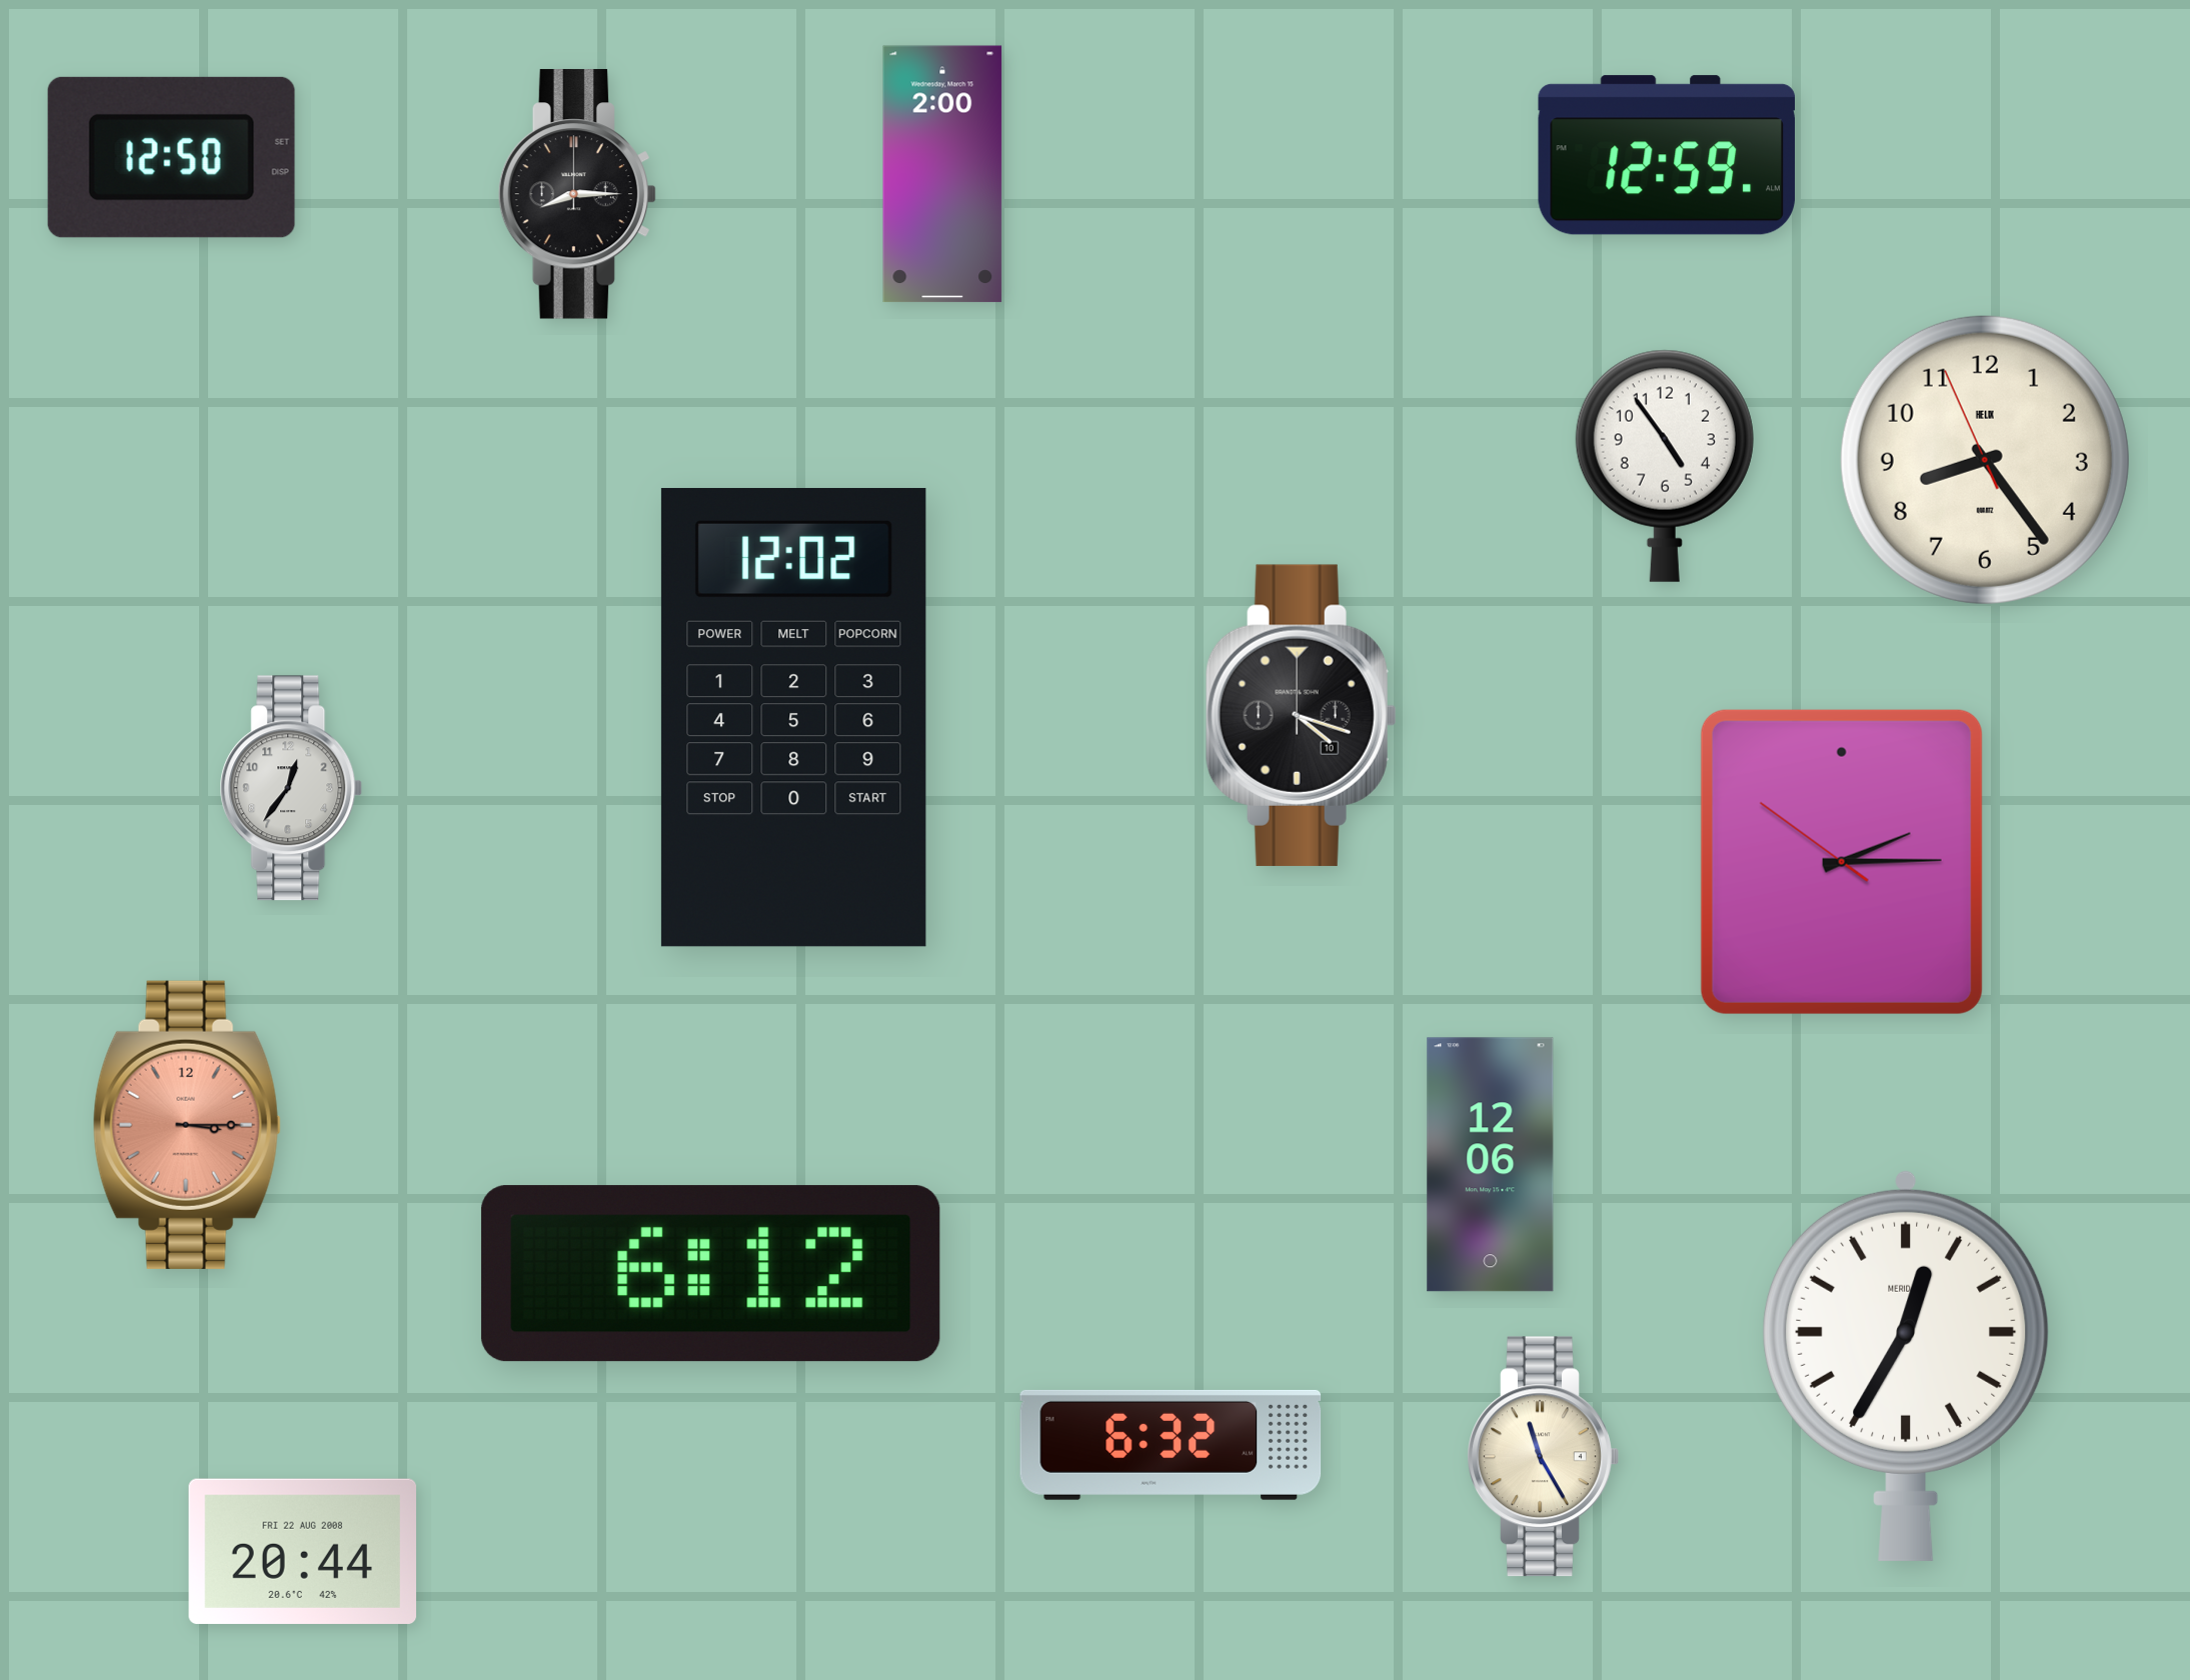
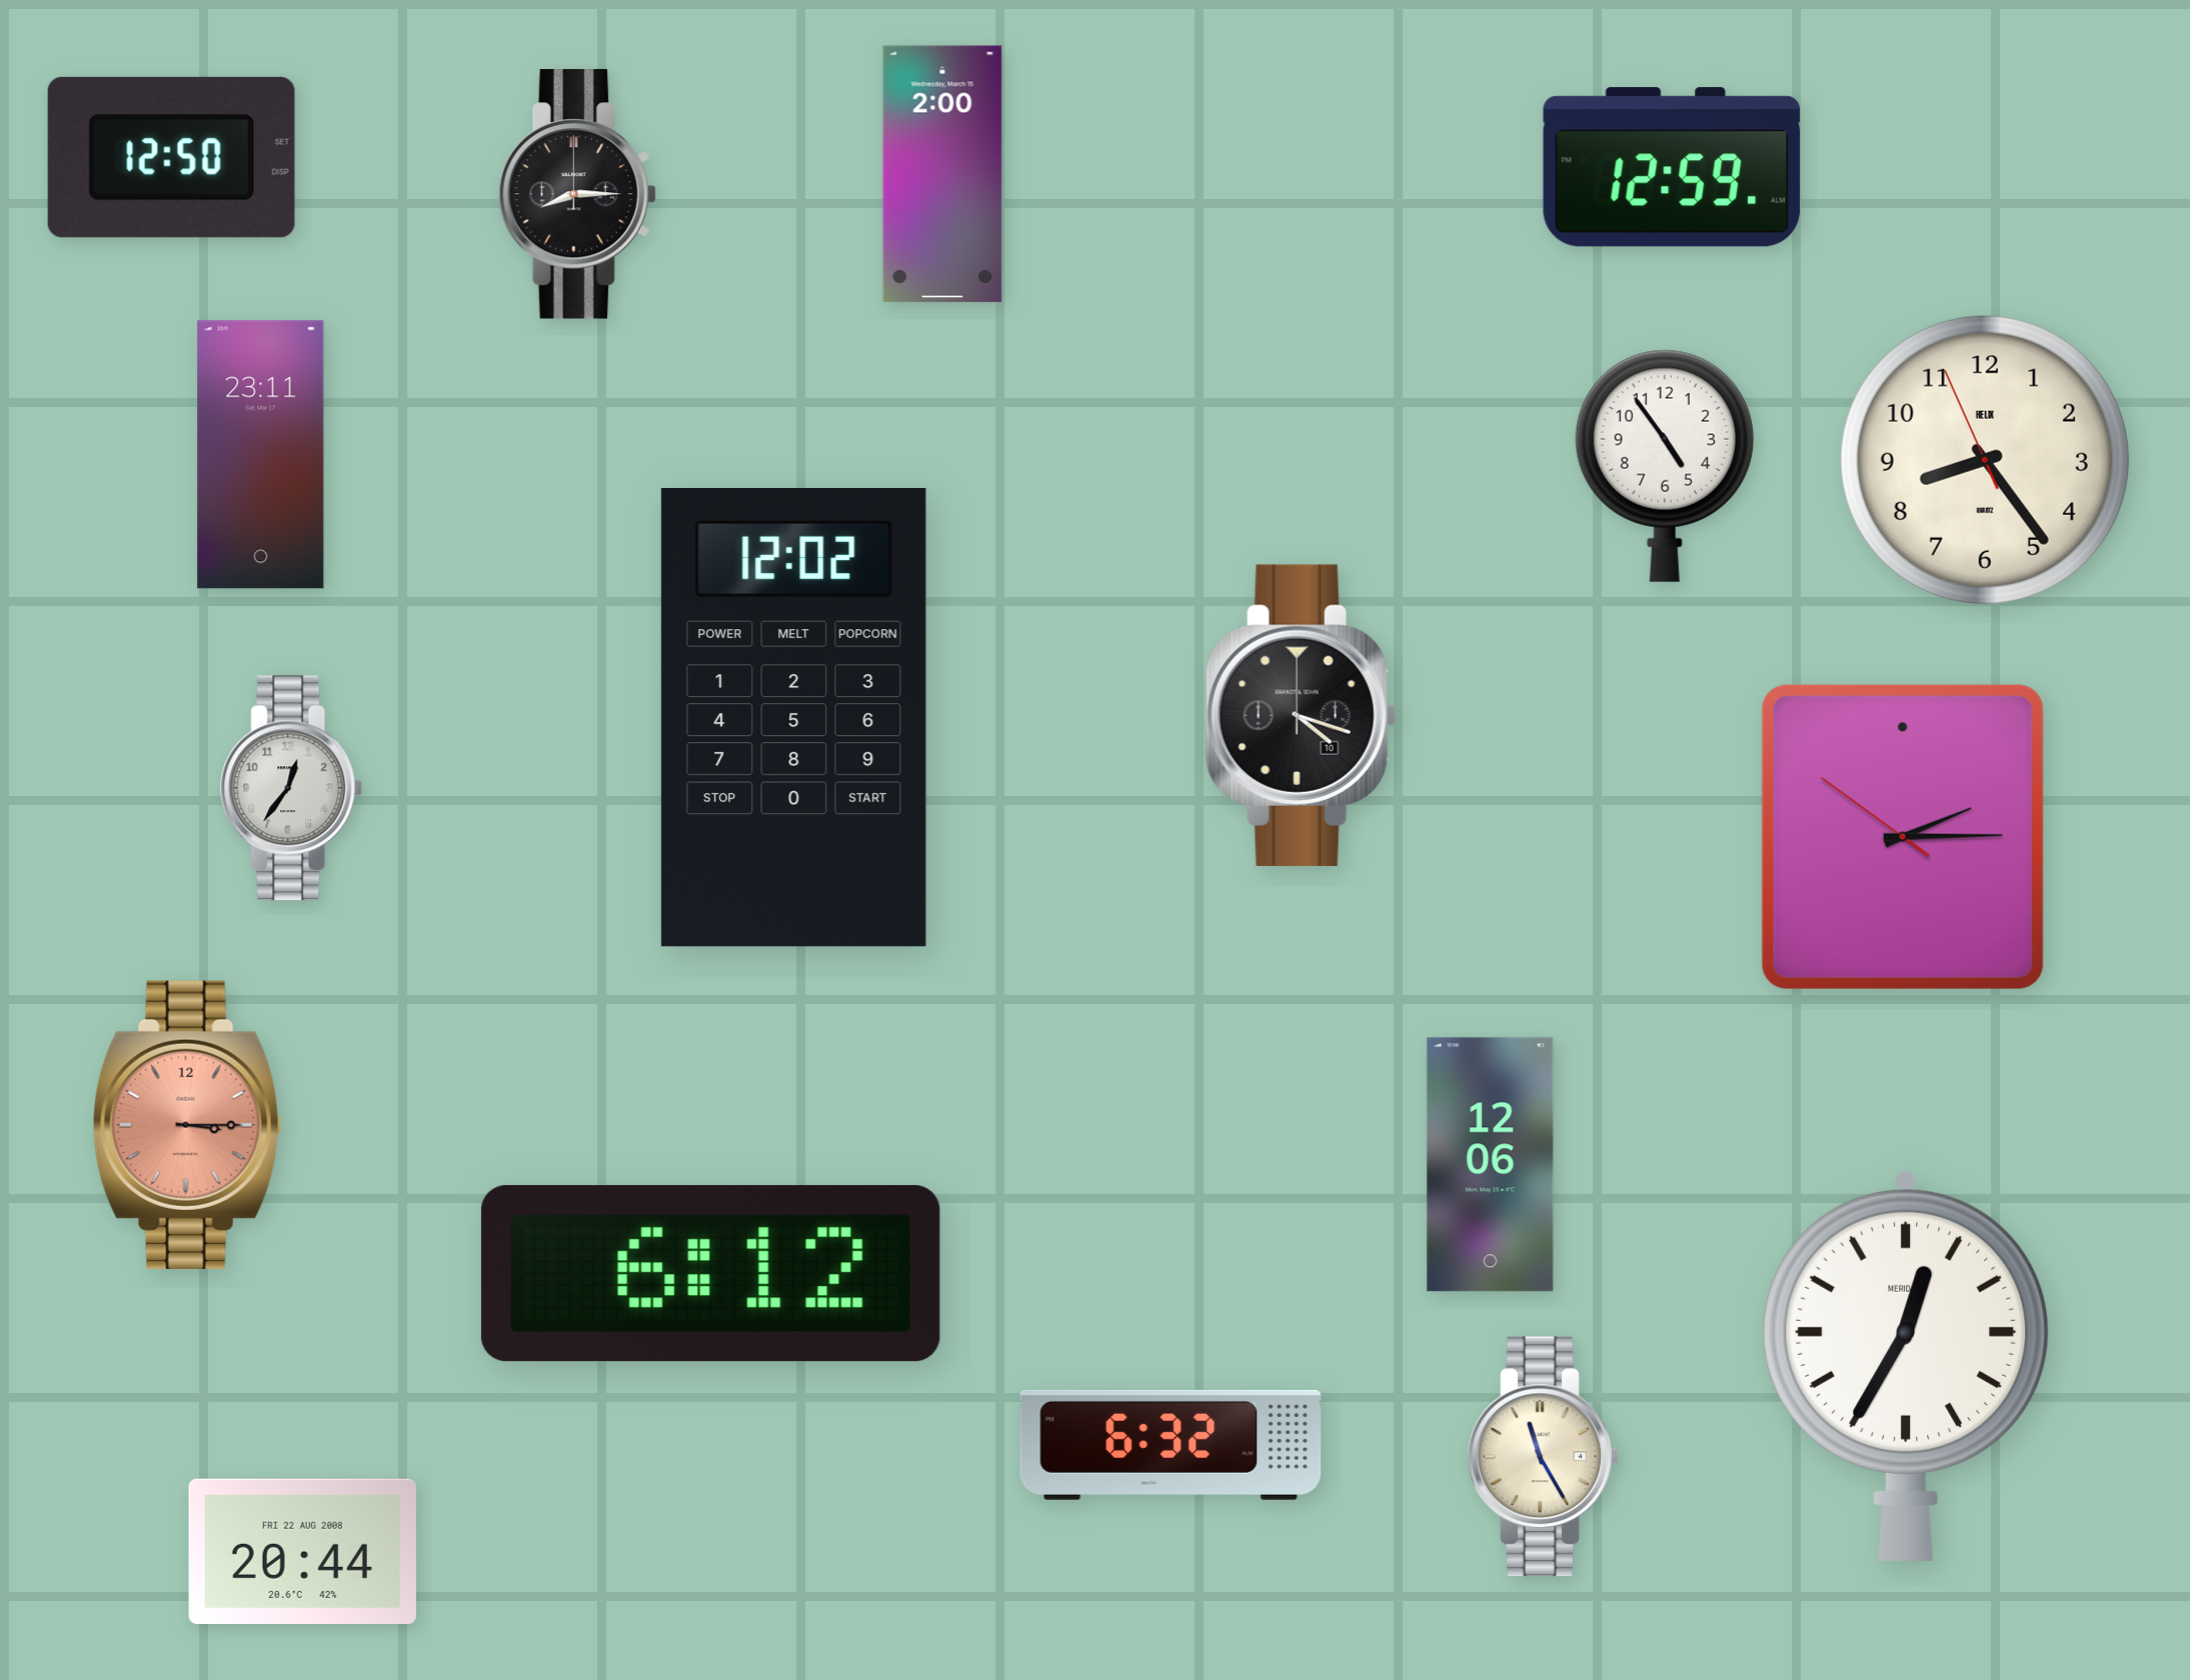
clock at (1666, 155) position: (1666, 155) -> (1671, 167)
clock at (261, 455): none -> 23:11
clock at (1842, 862) position: (1842, 862) -> (1903, 837)
